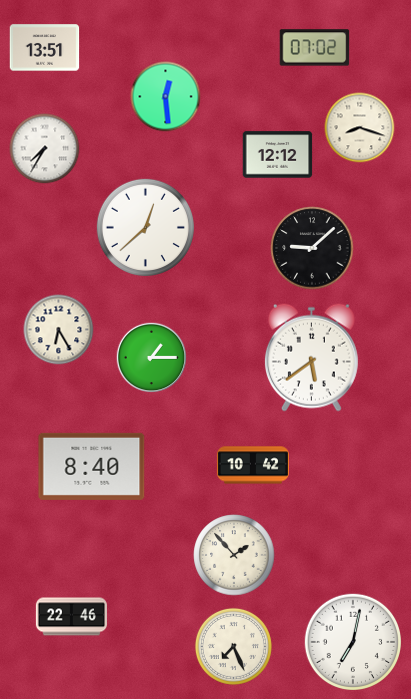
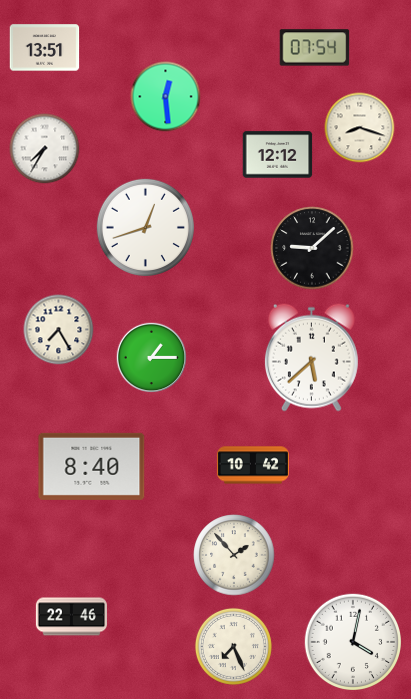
clock at (315, 48): 07:02 -> 07:54
clock at (145, 227): 12:38 -> 12:42
clock at (59, 330): 6:25 -> 7:25
clock at (311, 357): 5:39 -> 5:38
clock at (353, 642): 7:02 -> 4:02
